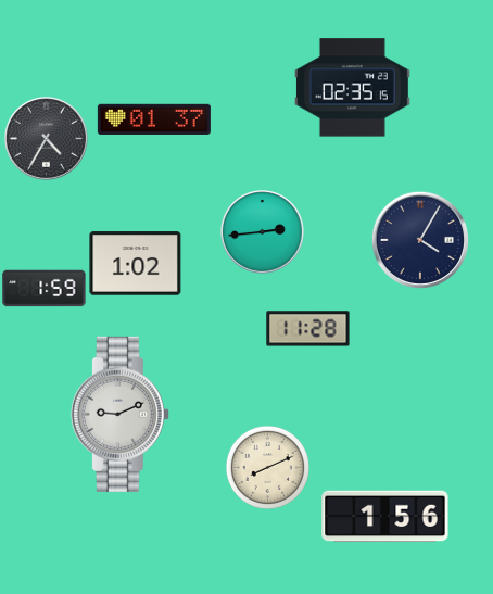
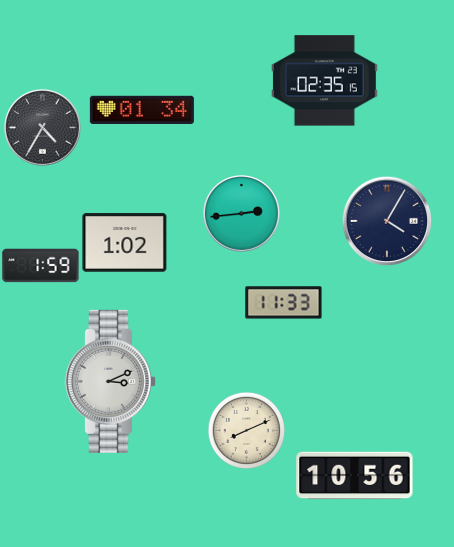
clock at (154, 119): 01:37 -> 01:34
clock at (308, 329): 11:28 -> 11:33
clock at (119, 414): 9:11 -> 3:11
clock at (385, 517): 1:56 -> 10:56
